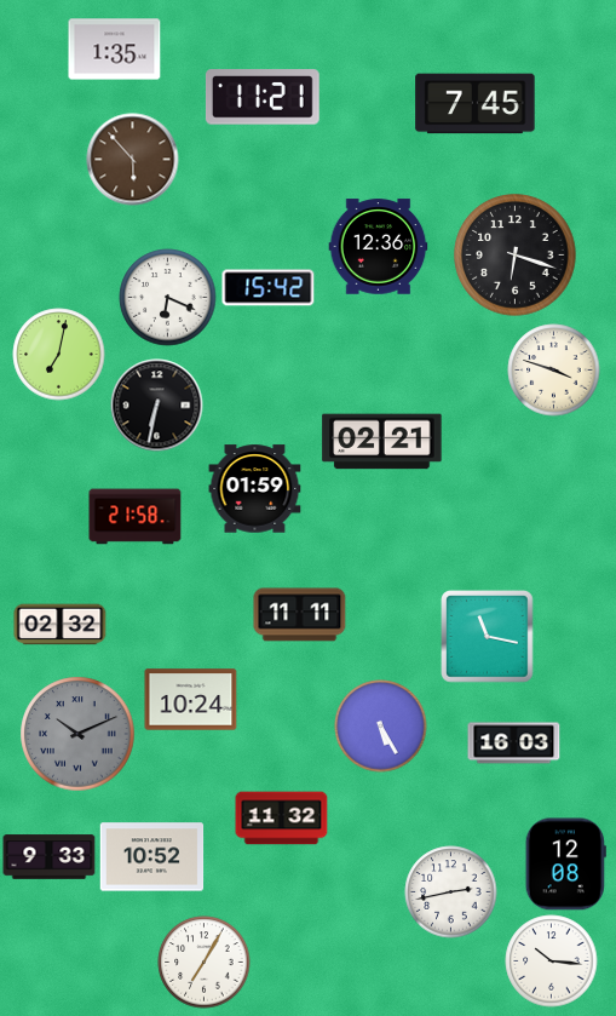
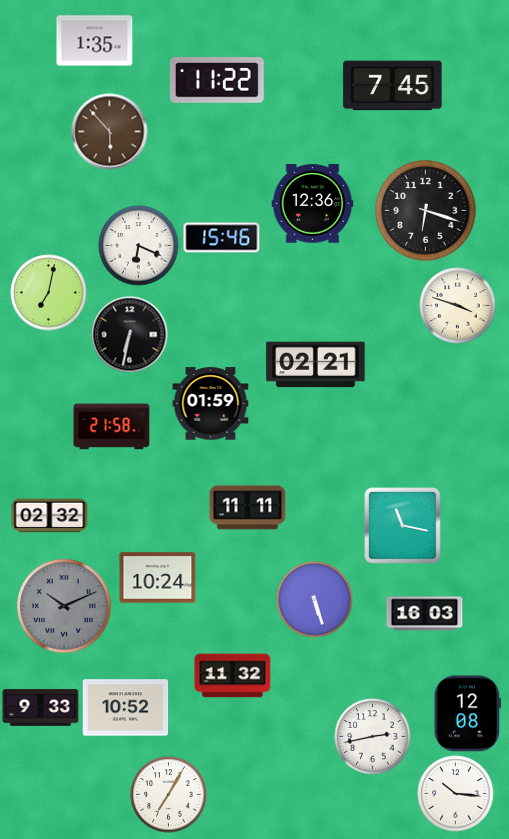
clock at (263, 97): 11:21 -> 11:22
clock at (269, 288): 15:42 -> 15:46
clock at (381, 727): 5:25 -> 5:27
